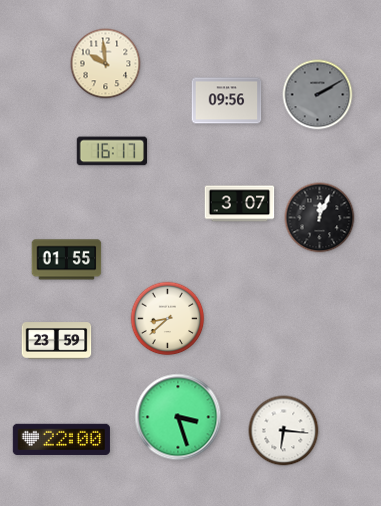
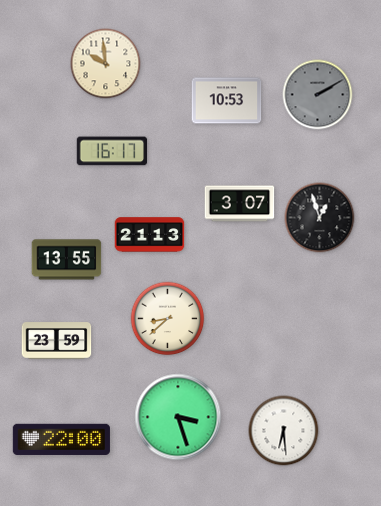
clock at (227, 101): 09:56 -> 10:53
clock at (320, 218): 12:04 -> 12:57
clock at (150, 235): none -> 21:13
clock at (67, 260): 01:55 -> 13:55
clock at (284, 431): 6:16 -> 6:29
